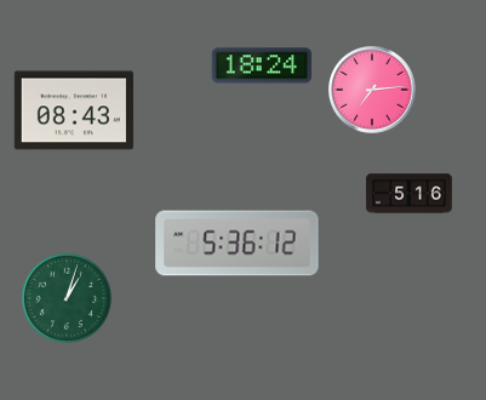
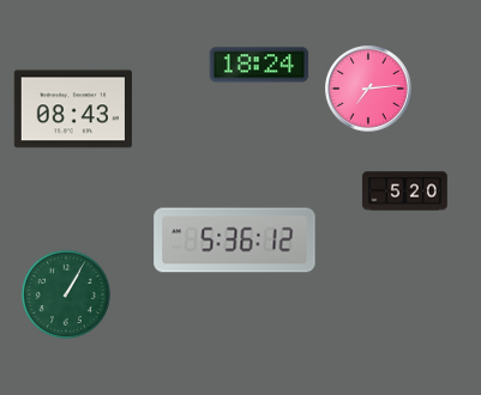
clock at (410, 194): 5:16 -> 5:20
clock at (67, 298): 1:03 -> 1:05
